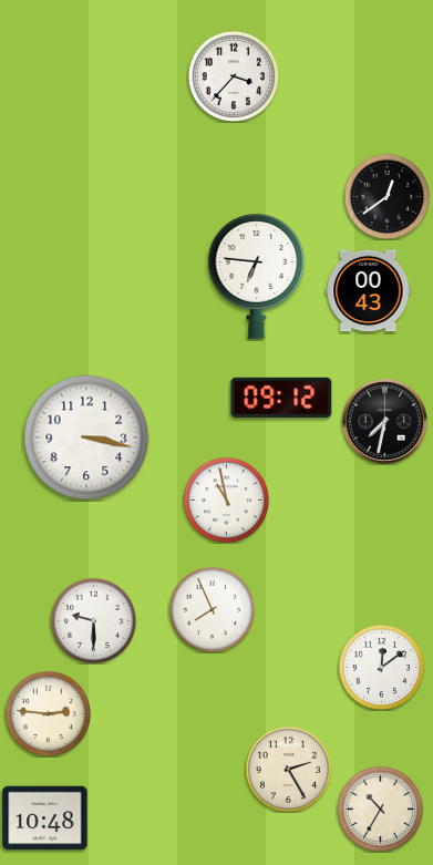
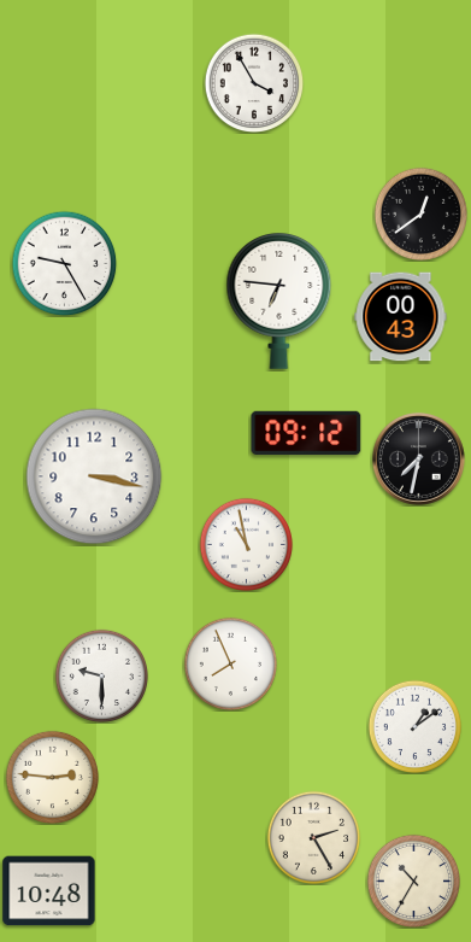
clock at (234, 76): 3:37 -> 3:55
clock at (64, 263): none -> 9:25
clock at (381, 667): 12:09 -> 1:09
